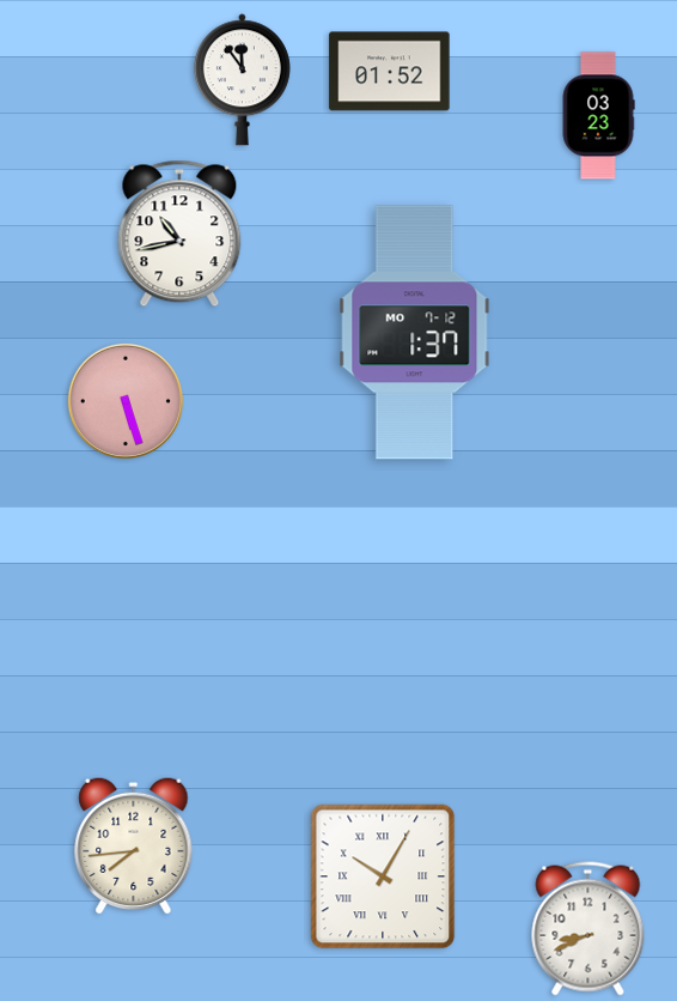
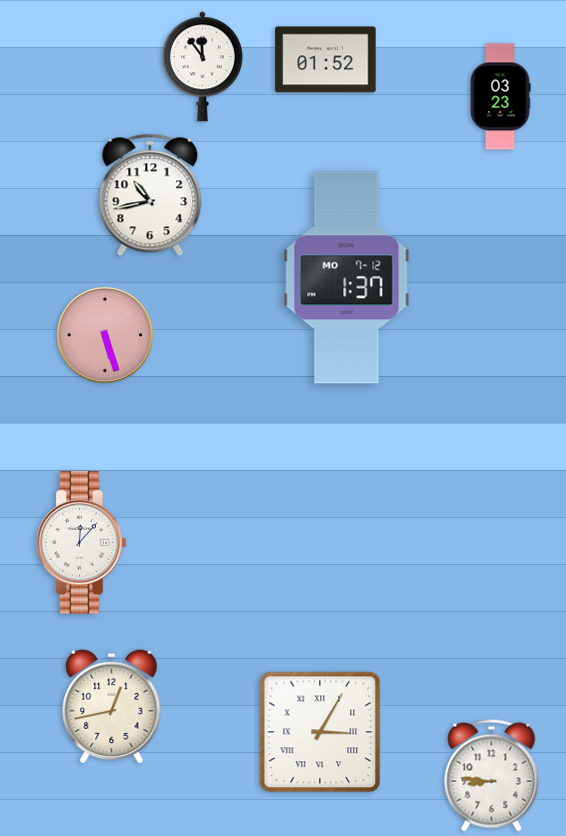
clock at (82, 543): none -> 12:07
clock at (134, 845): 7:44 -> 12:43
clock at (383, 876): 10:05 -> 3:05
clock at (588, 929): 8:41 -> 8:46
